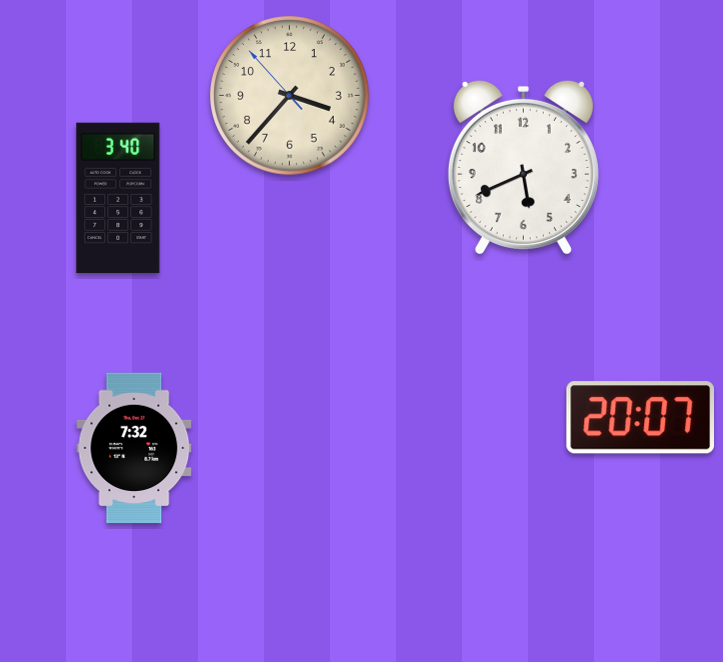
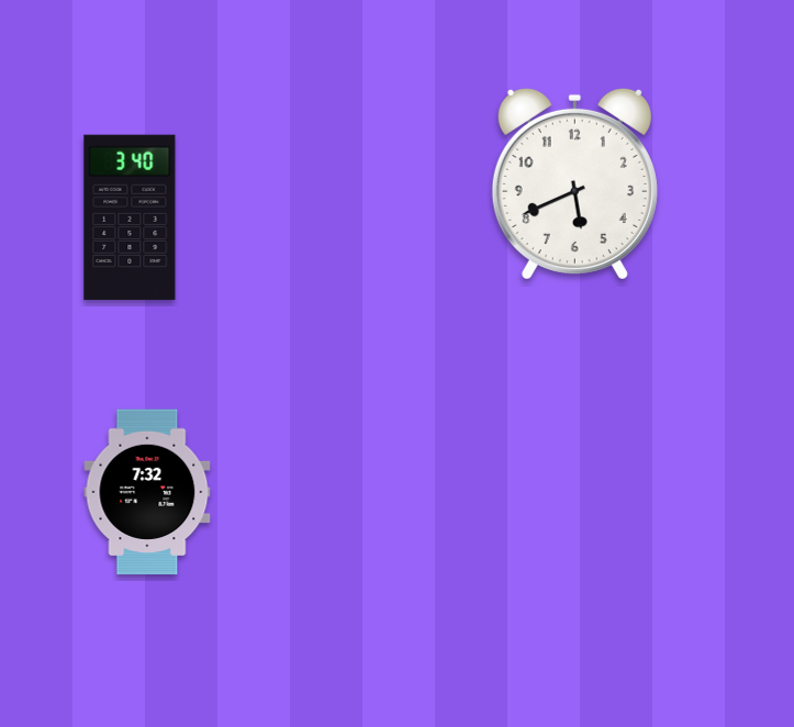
clock at (290, 96): 3:36 -> none
clock at (640, 418): 20:07 -> none
